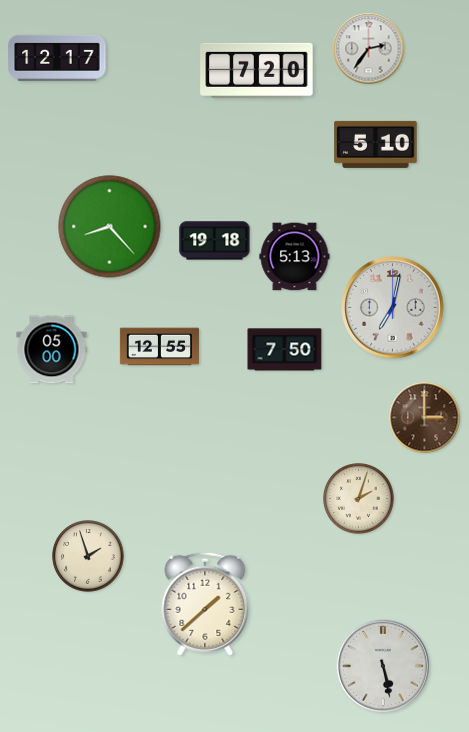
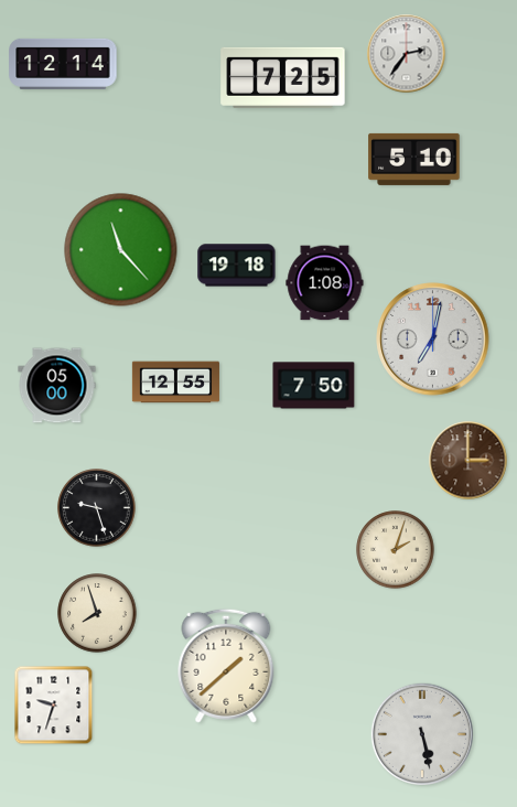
clock at (57, 58): 12:17 -> 12:14
clock at (257, 70): 7:20 -> 7:25
clock at (110, 227): 8:23 -> 11:23
clock at (295, 257): 5:13 -> 1:08
clock at (97, 508): none -> 9:27
clock at (88, 556): 1:57 -> 7:57
clock at (54, 706): none -> 9:33
